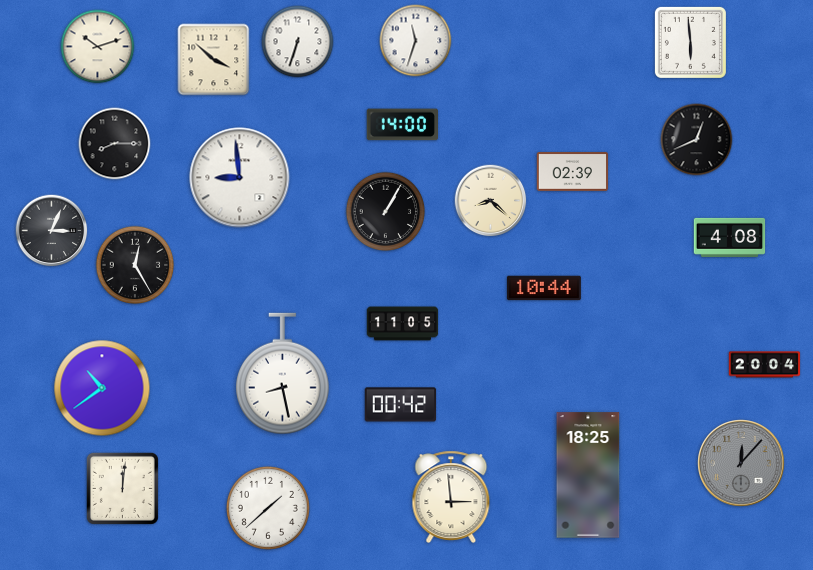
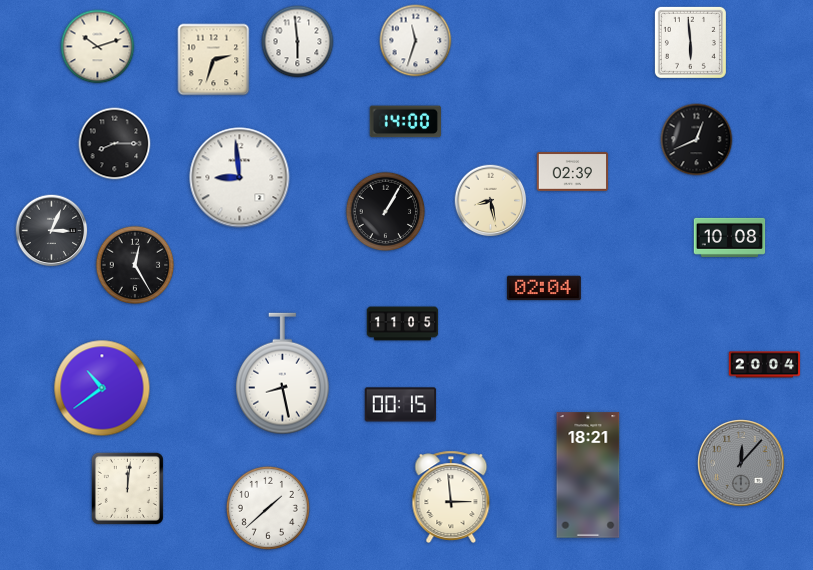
clock at (298, 42): 6:33 -> 5:59
clock at (214, 60): 3:52 -> 2:33
clock at (402, 125) position: (402, 125) -> (405, 122)
clock at (491, 201): 8:22 -> 8:28
clock at (730, 237): 4:08 -> 10:08
clock at (544, 288): 10:44 -> 02:04
clock at (401, 405): 00:42 -> 00:15
clock at (588, 475): 18:25 -> 18:21
clock at (122, 488) position: (122, 488) -> (127, 488)
